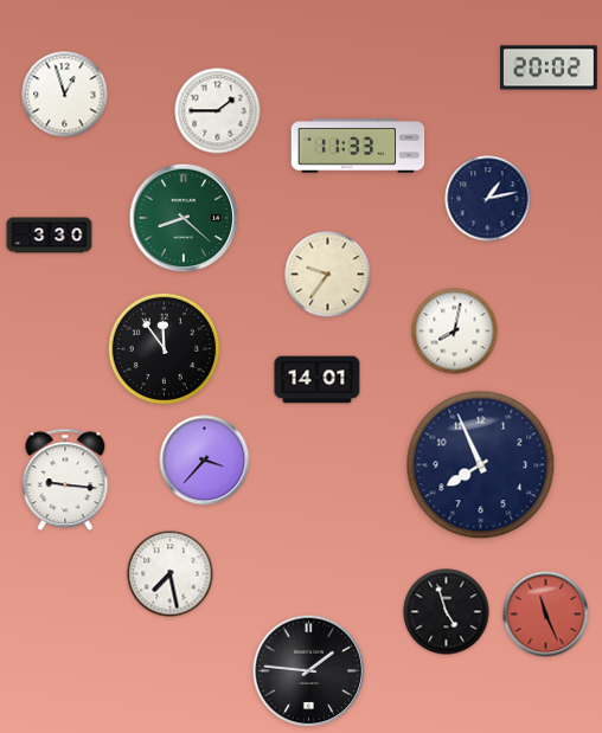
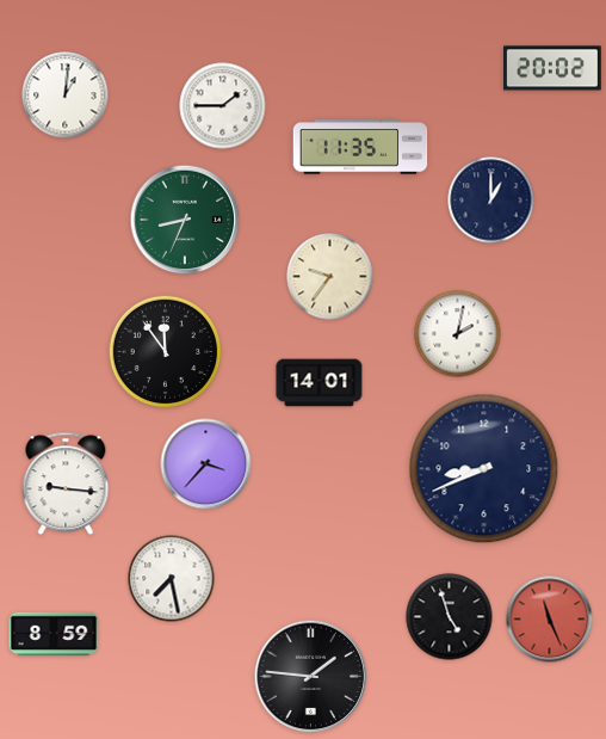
clock at (65, 95): 12:57 -> 1:01
clock at (218, 111) position: (218, 111) -> (223, 106)
clock at (358, 146): 11:33 -> 11:35
clock at (488, 199): 1:13 -> 1:00
clock at (184, 218): 8:22 -> 8:34
clock at (50, 236): 3:30 -> none
clock at (455, 332): 8:02 -> 2:02
clock at (481, 465): 7:56 -> 8:41
clock at (54, 634): none -> 8:59
